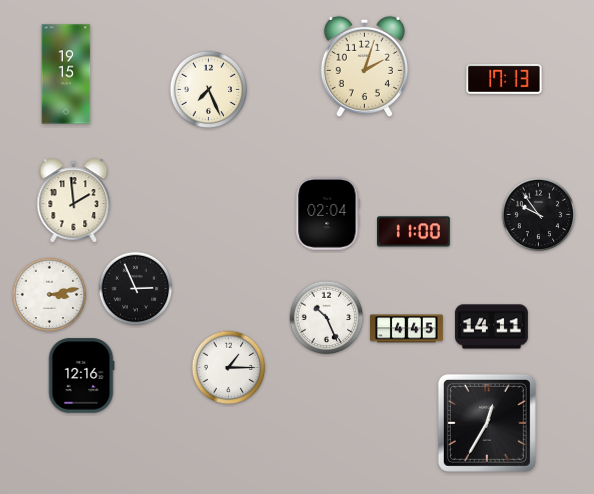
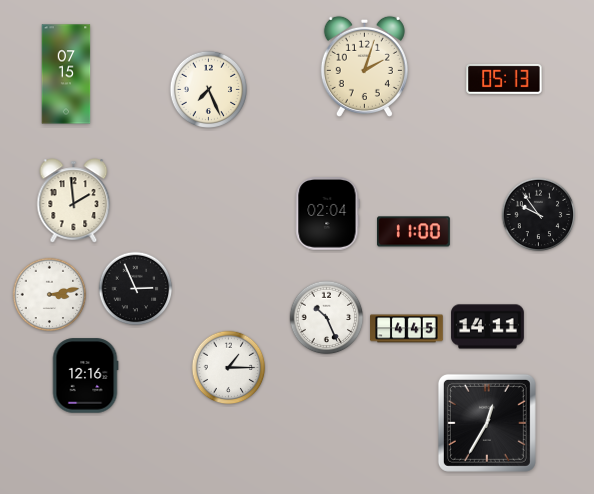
clock at (66, 74): 19:15 -> 07:15
clock at (504, 79): 17:13 -> 05:13
clock at (492, 327) position: (492, 327) -> (488, 327)
clock at (81, 376) position: (81, 376) -> (85, 376)
